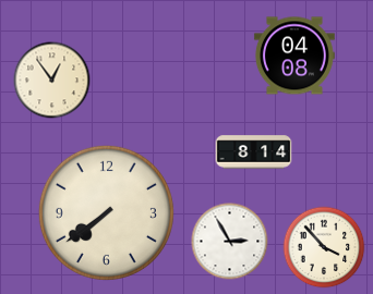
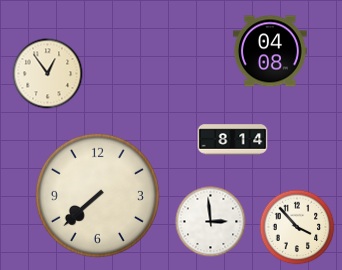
clock at (106, 212): 7:39 -> 7:38
clock at (230, 242): 2:55 -> 2:59
